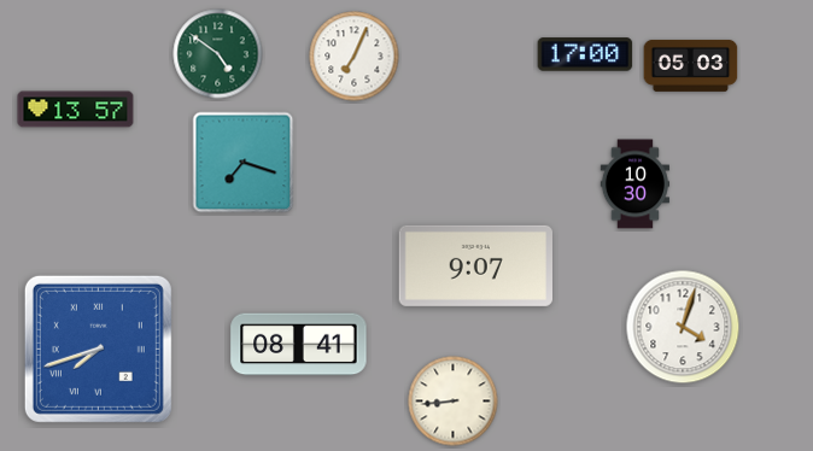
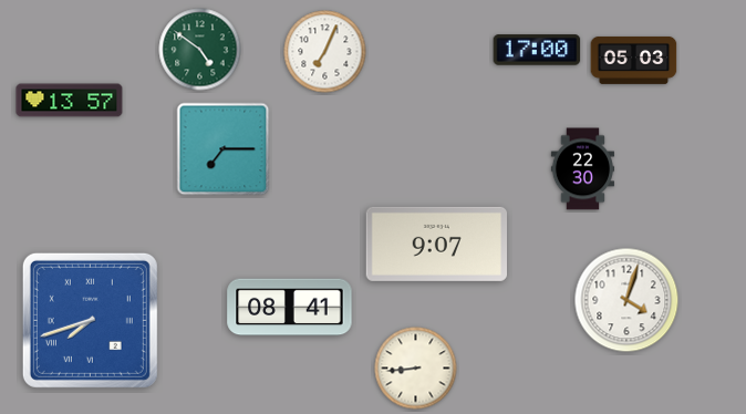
clock at (244, 163): 7:18 -> 7:15
clock at (634, 184): 10:30 -> 22:30
clock at (299, 345) position: (299, 345) -> (290, 308)
